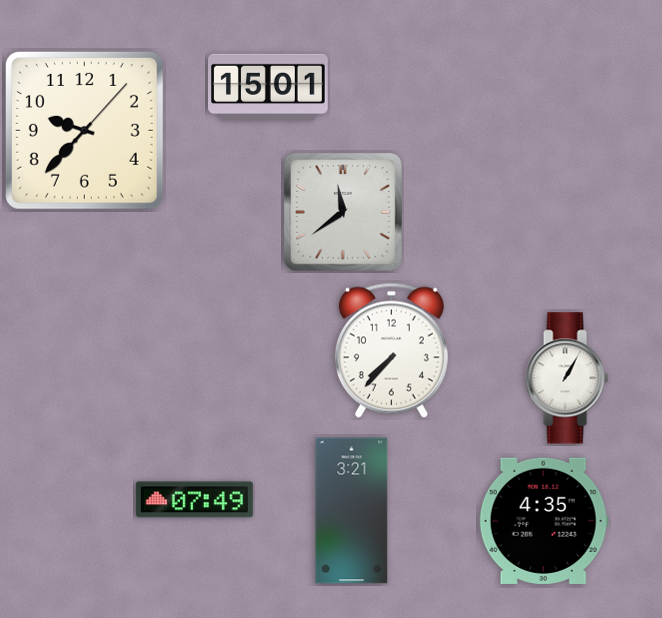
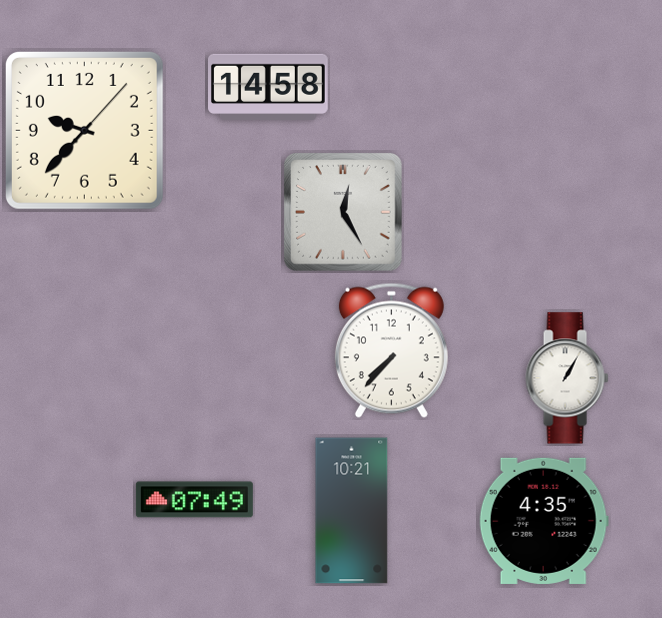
clock at (269, 87): 15:01 -> 14:58
clock at (343, 212): 11:39 -> 12:25
clock at (352, 511): 3:21 -> 10:21
